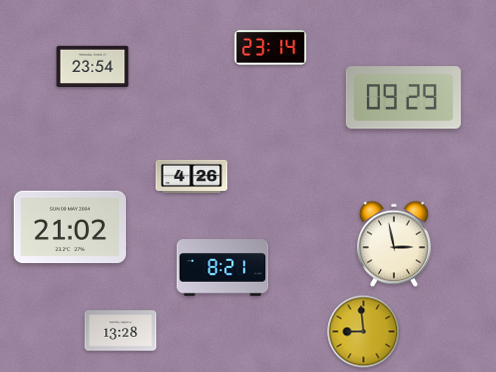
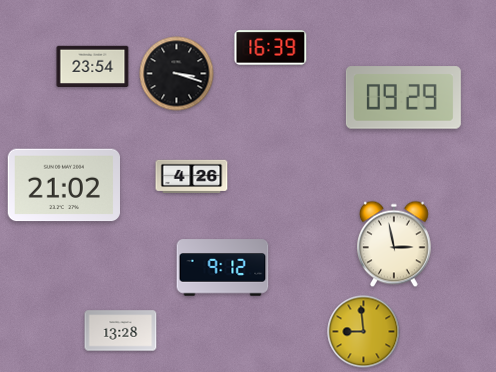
clock at (271, 48): 23:14 -> 16:39
clock at (177, 74): none -> 3:18
clock at (69, 227) position: (69, 227) -> (63, 185)
clock at (223, 268): 8:21 -> 9:12
